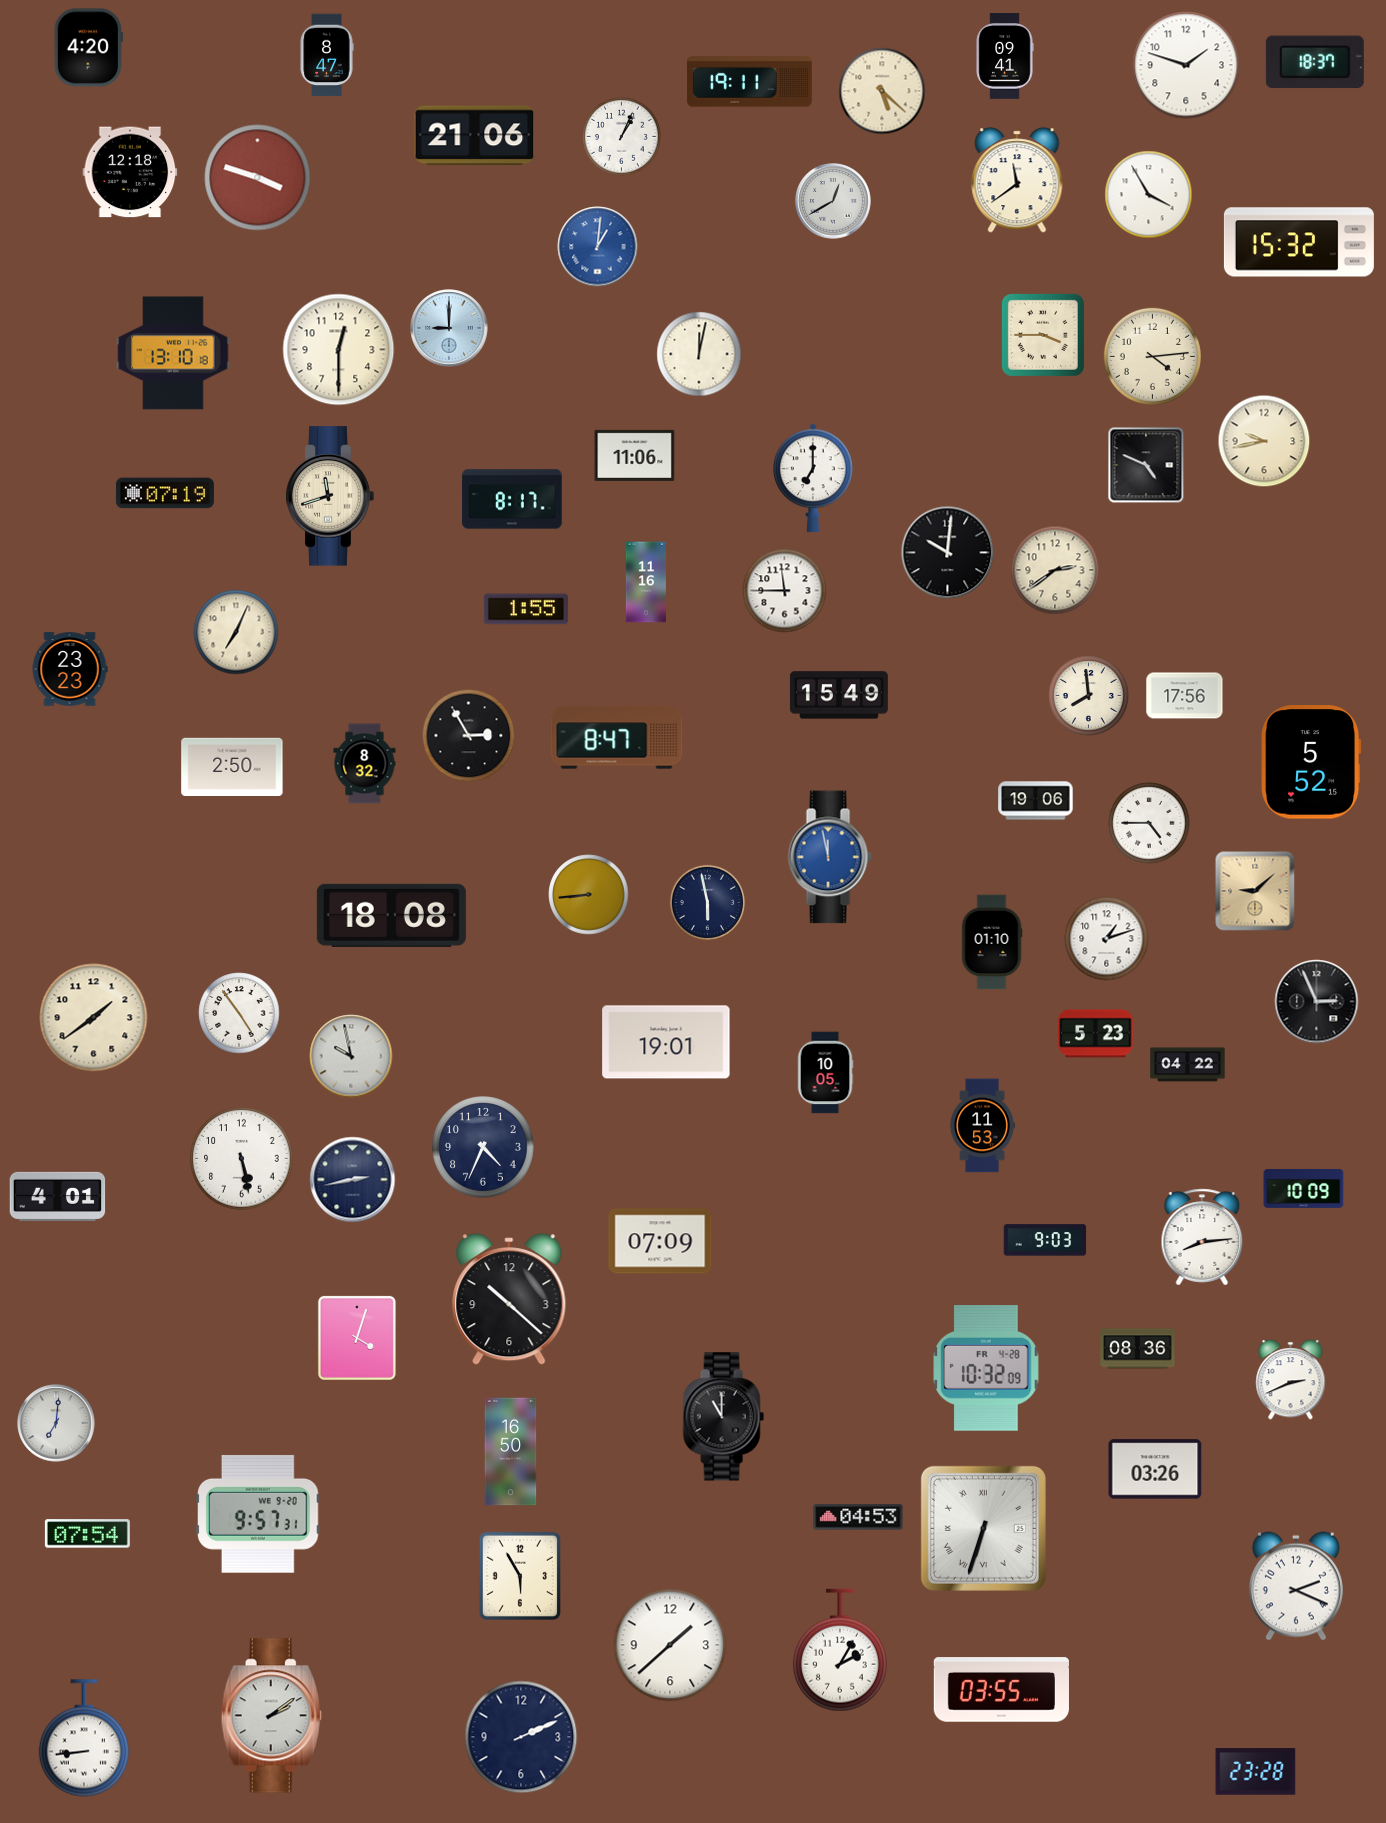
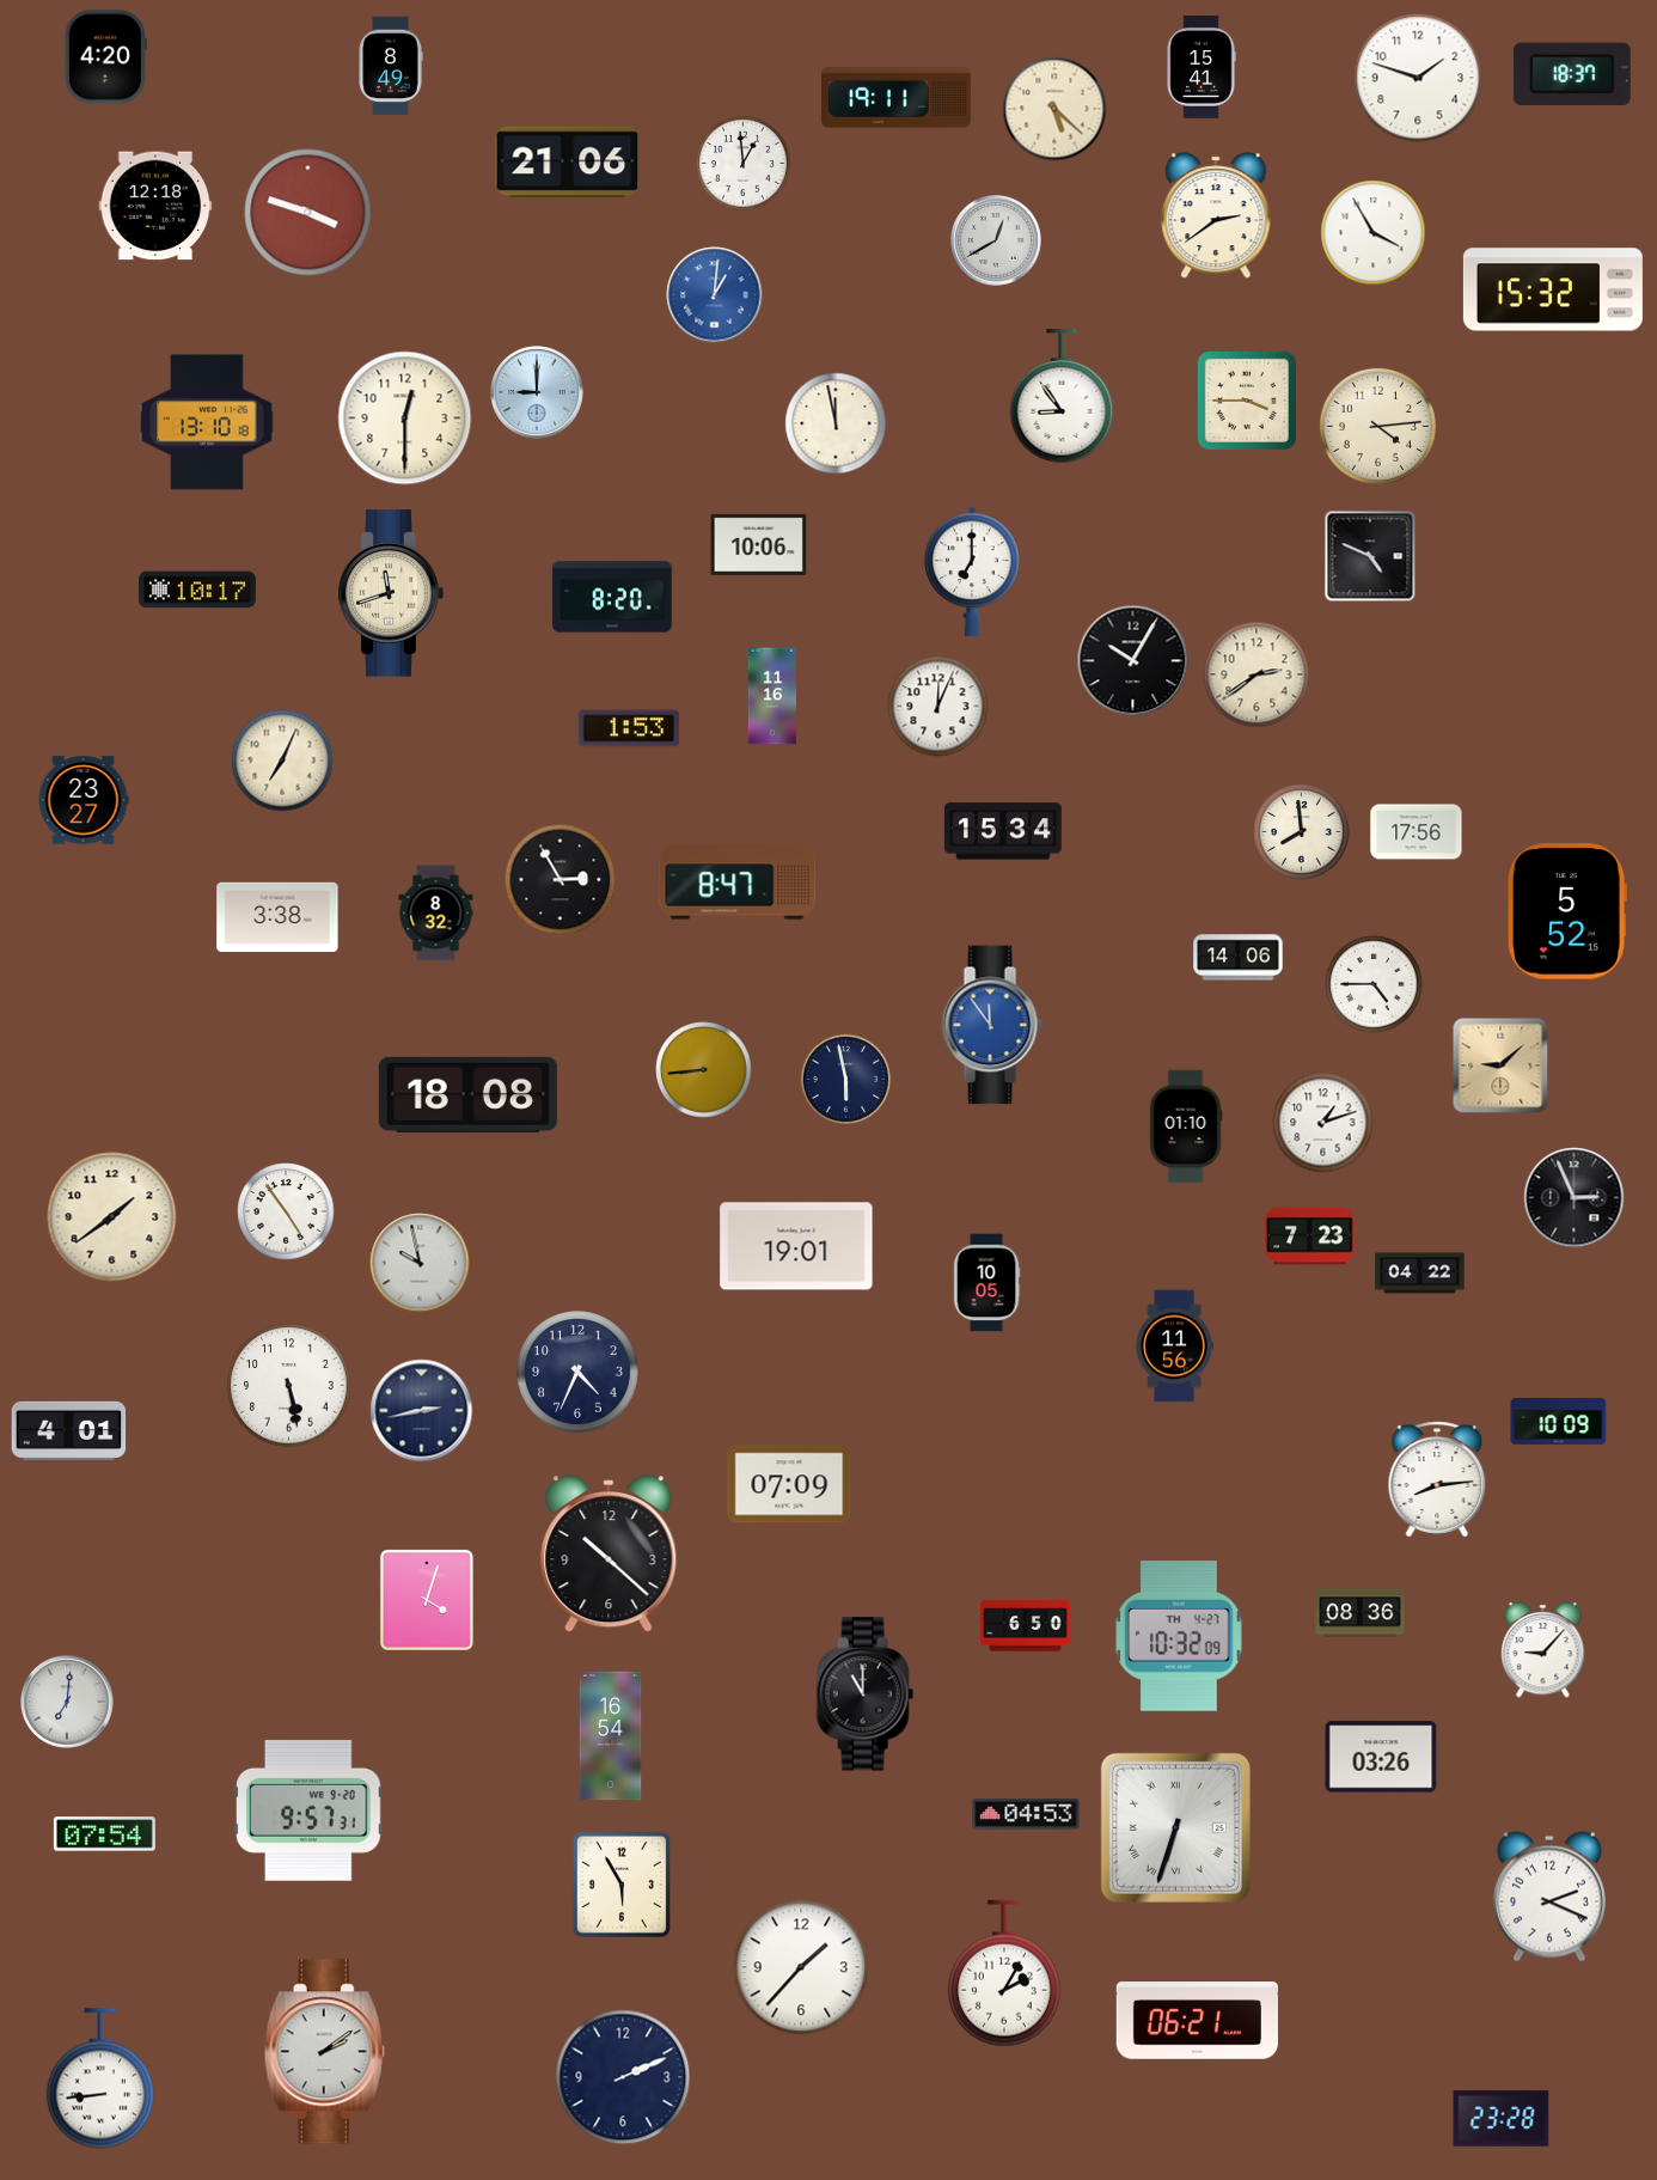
clock at (327, 55): 8:47 -> 8:49
clock at (1005, 56): 09:41 -> 15:41
clock at (622, 137): 1:04 -> 12:59
clock at (1017, 180): 11:39 -> 2:39
clock at (1062, 397): none -> 8:54
clock at (699, 354): 12:02 -> 11:58
clock at (1264, 441): 9:43 -> none
clock at (635, 455): 11:06 -> 10:06
clock at (165, 493): 07:19 -> 10:17
clock at (330, 496) position: (330, 496) -> (391, 593)
clock at (512, 499): 8:17 -> 8:20
clock at (948, 553): 10:01 -> 10:05
clock at (1055, 570) position: (1055, 570) -> (1256, 674)
clock at (785, 591): 11:45 -> 12:04
clock at (526, 609): 1:55 -> 1:53
clock at (236, 632) position: (236, 632) -> (282, 761)
clock at (70, 669): 23:23 -> 23:27
clock at (839, 695): 15:49 -> 15:34
clock at (232, 767): 2:50 -> 3:38
clock at (1036, 801): 19:06 -> 14:06
clock at (830, 857): 11:58 -> 11:54
clock at (1096, 1034): 5:23 -> 7:23
clock at (982, 1126): 11:53 -> 11:56
clock at (1045, 1240): 9:03 -> none
clock at (1026, 1626): none -> 6:50
clock at (986, 1368) date: FR 4-28 -> TH 4-27
clock at (1291, 1380): 2:41 -> 9:07
clock at (511, 1452): 16:50 -> 16:54
clock at (670, 1645): 1:38 -> 1:37
clock at (1001, 1690): 03:55 -> 06:21
